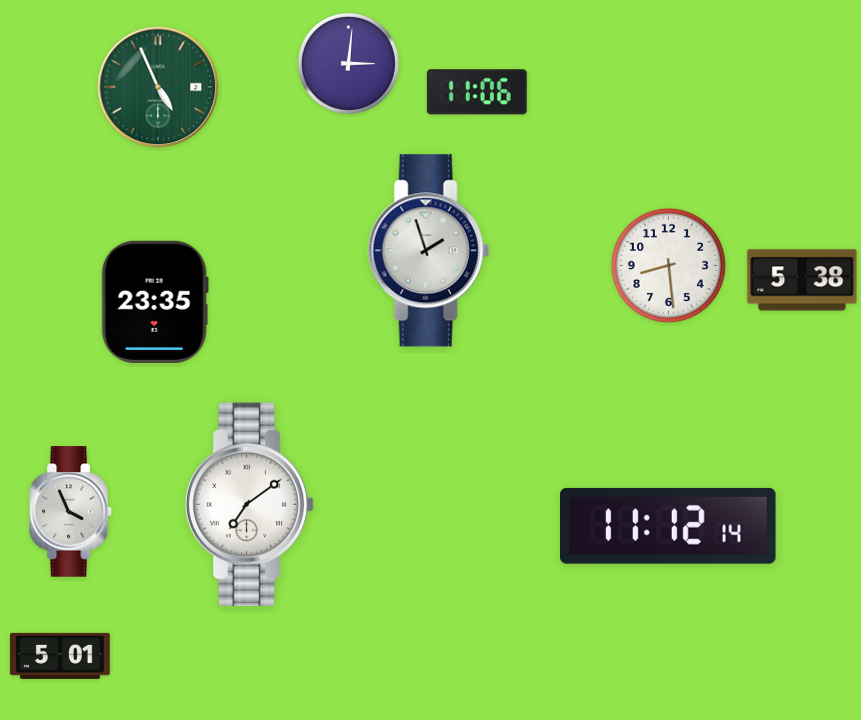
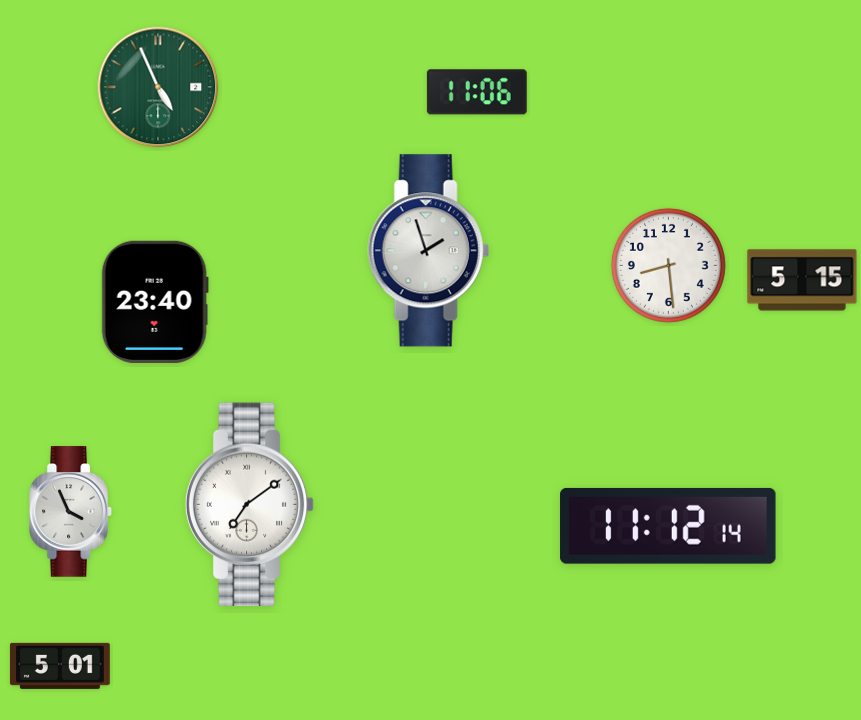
clock at (348, 63): 3:01 -> none
clock at (802, 280): 5:38 -> 5:15
clock at (155, 302): 23:35 -> 23:40
clock at (60, 656) position: (60, 656) -> (60, 666)
